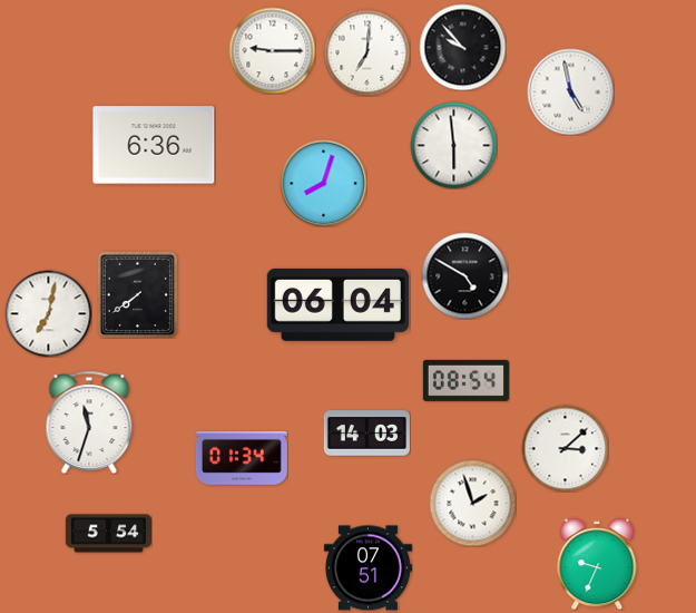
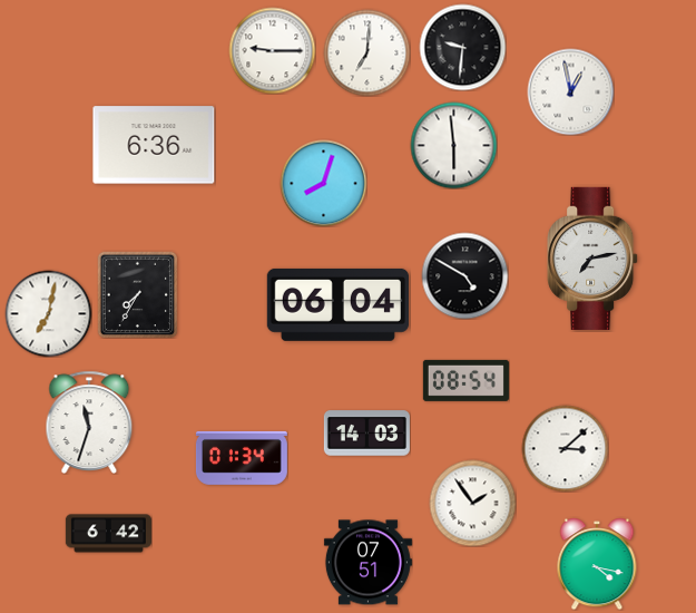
clock at (462, 47): 9:53 -> 9:31
clock at (570, 91): 4:58 -> 12:58
clock at (592, 259): none -> 7:13
clock at (138, 294): 7:39 -> 7:35
clock at (472, 503): 1:57 -> 1:54
clock at (108, 534): 5:54 -> 6:42
clock at (597, 564): 9:34 -> 4:17
clock at (367, 568) position: (367, 568) -> (367, 563)
